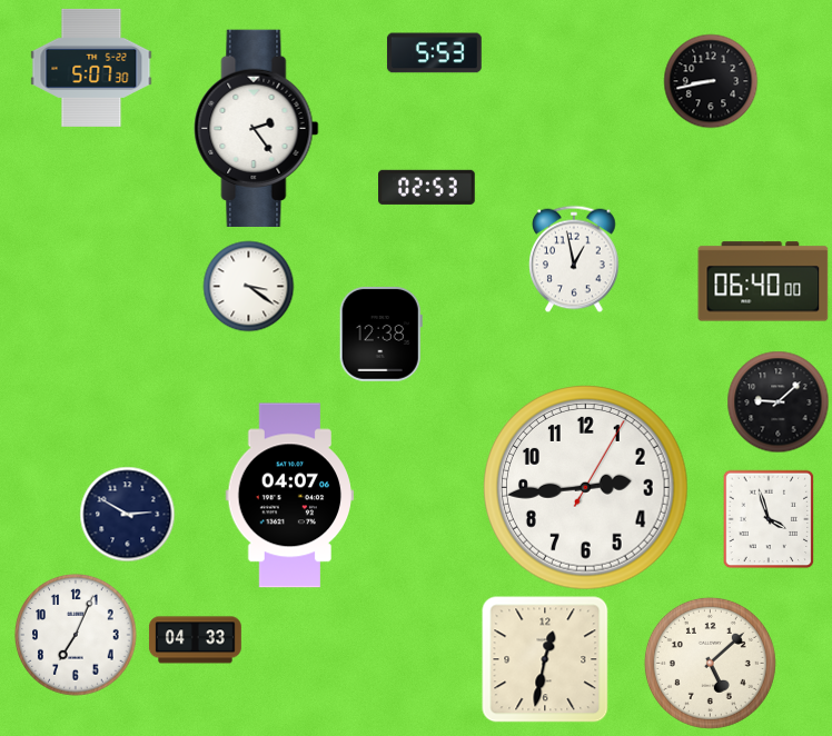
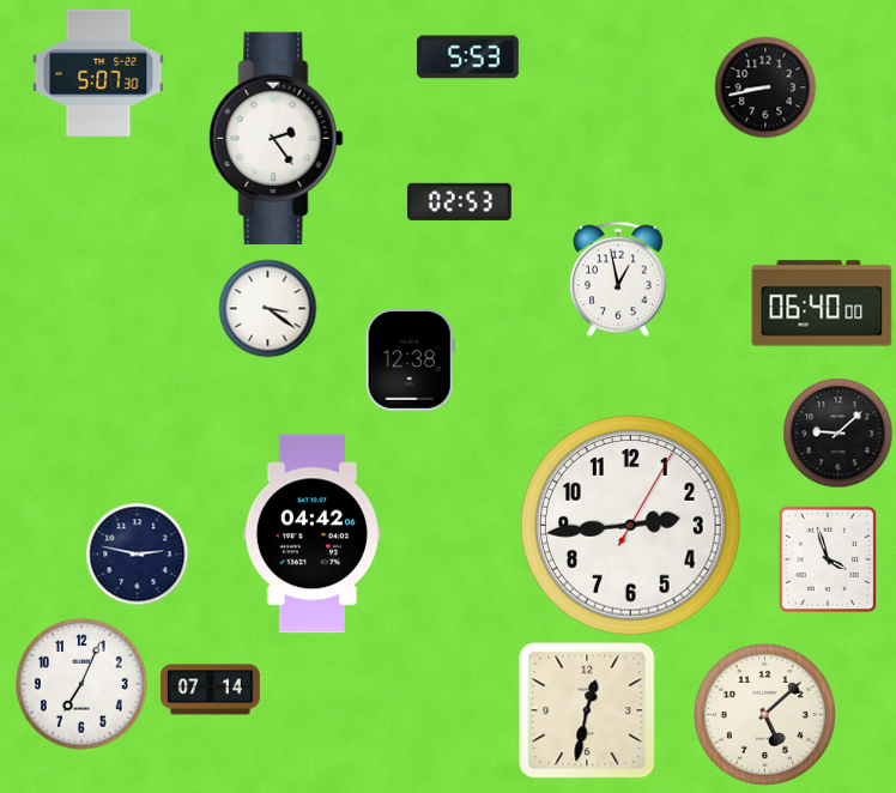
clock at (290, 496): 04:07 -> 04:42
clock at (127, 514): 2:50 -> 2:47
clock at (195, 640): 04:33 -> 07:14
